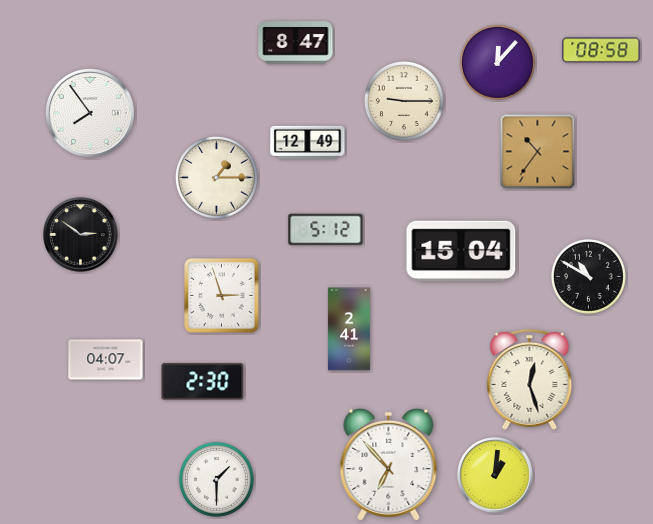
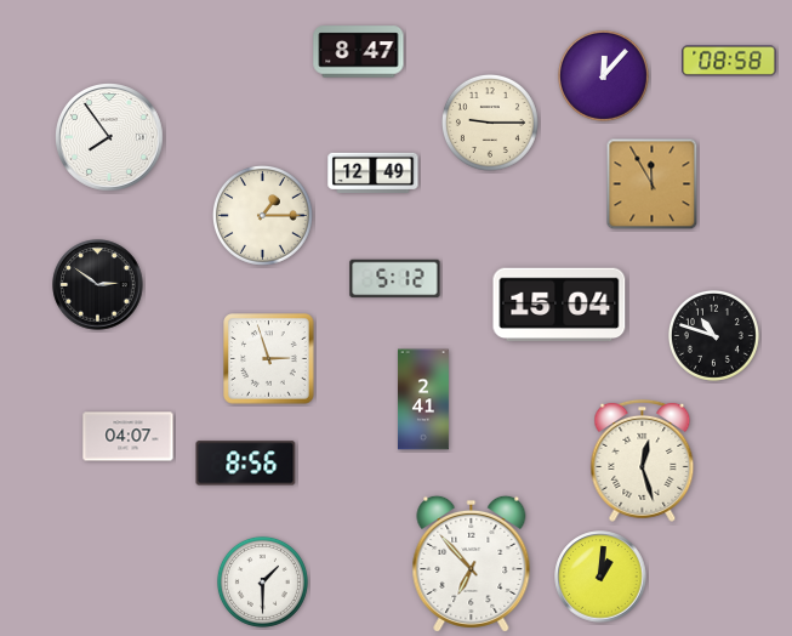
clock at (538, 152): 10:36 -> 11:55
clock at (588, 276): 10:50 -> 10:48
clock at (203, 382): 2:30 -> 8:56
